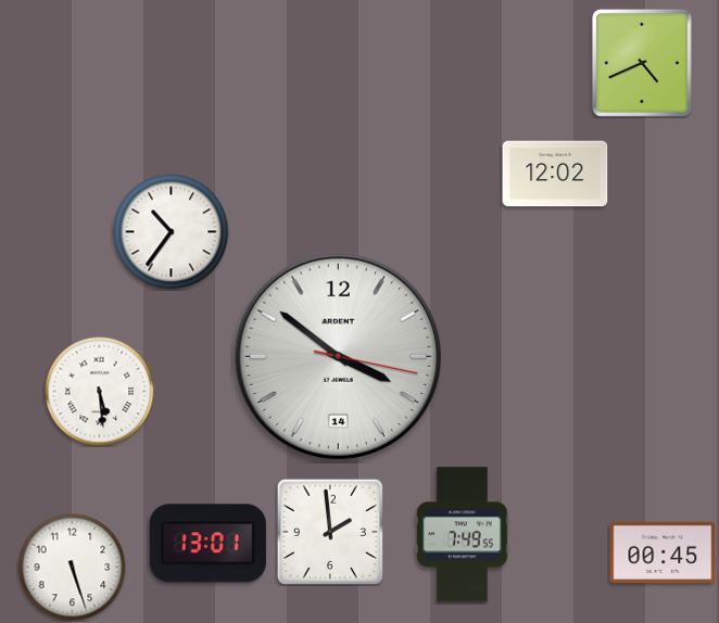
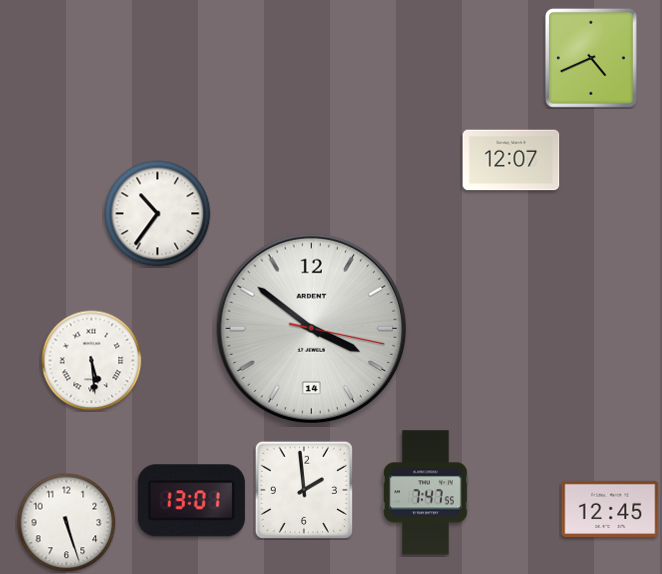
clock at (555, 174): 12:02 -> 12:07
clock at (463, 535): 7:49 -> 7:47
clock at (663, 552): 00:45 -> 12:45
